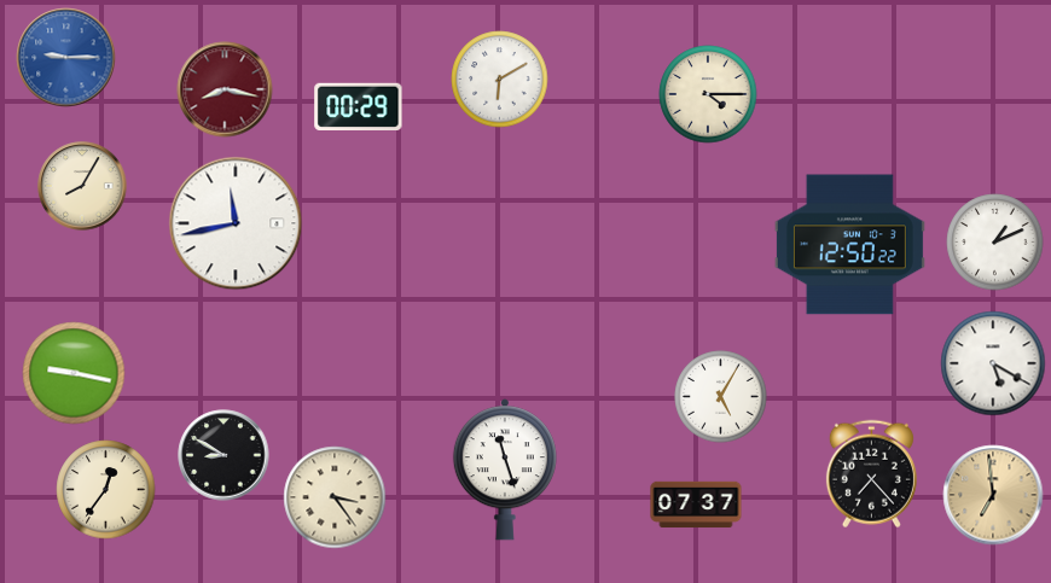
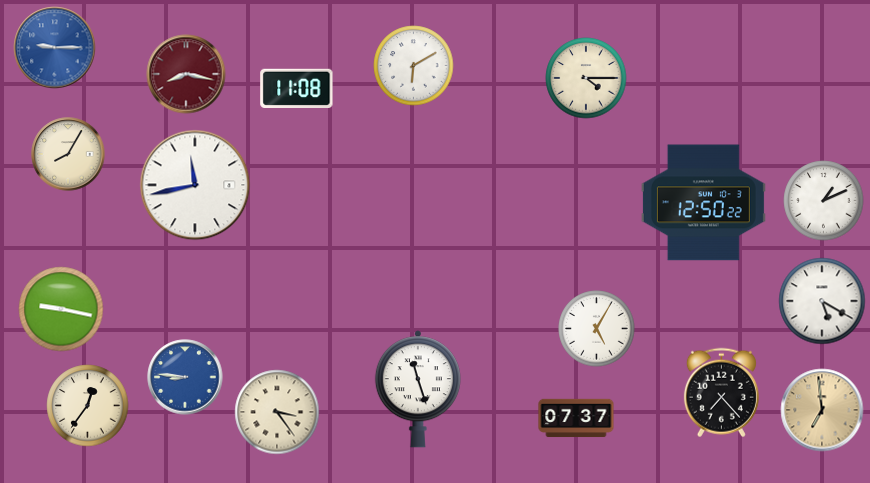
clock at (359, 106): 00:29 -> 11:08
clock at (223, 455): 8:50 -> 8:46
clock at (223, 455) dial: black -> blue
